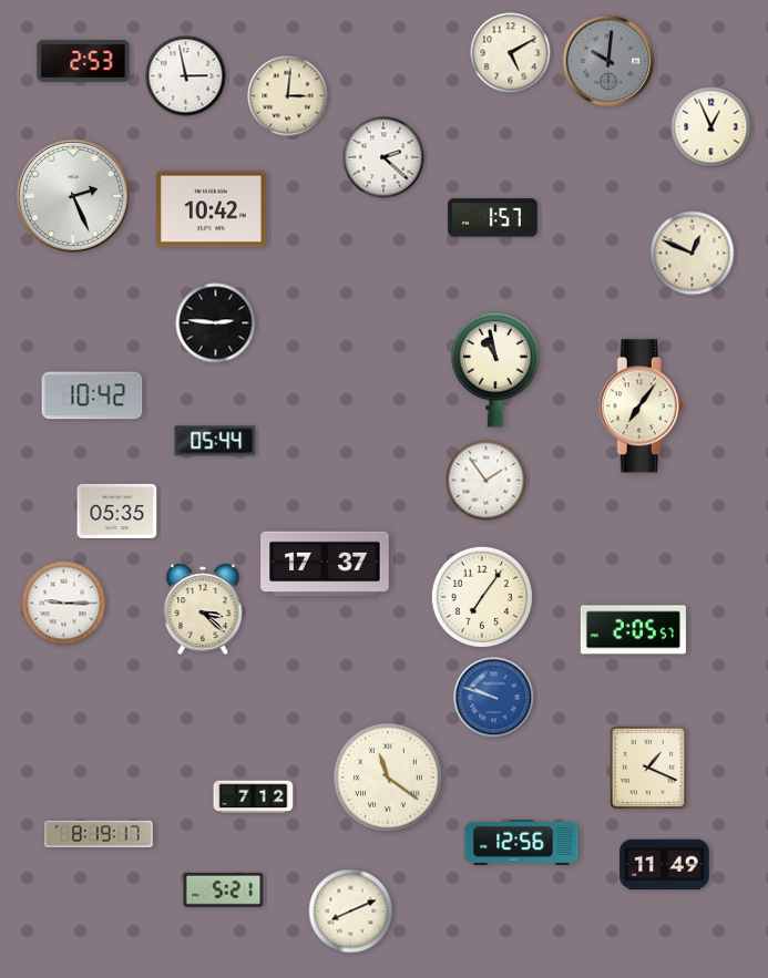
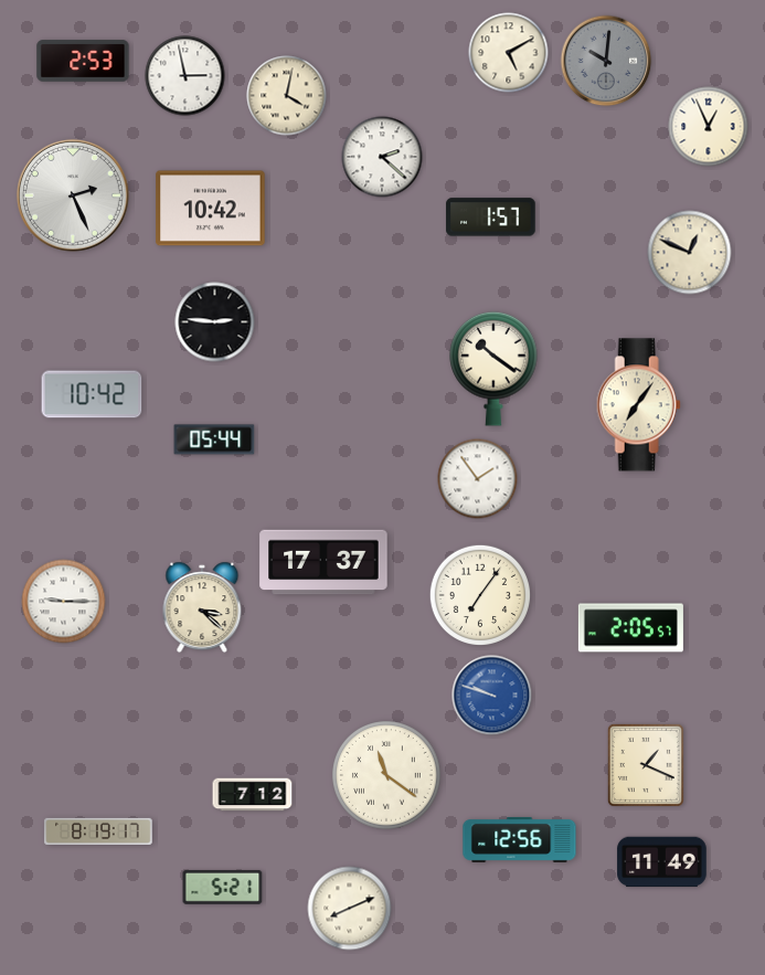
clock at (288, 96): 3:01 -> 4:02
clock at (495, 370): 10:58 -> 10:21
clock at (487, 481) position: (487, 481) -> (478, 479)
clock at (117, 511): 05:35 -> none
